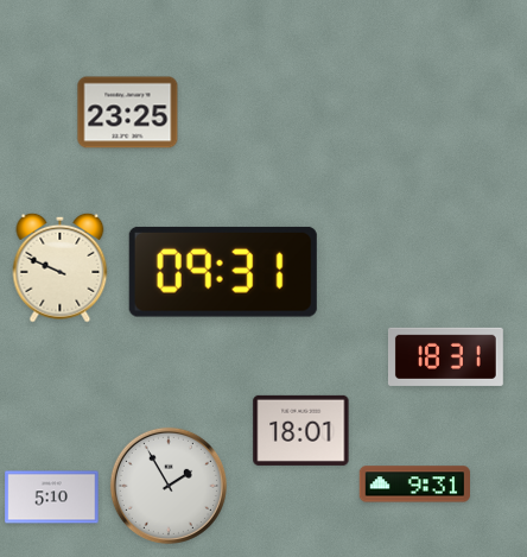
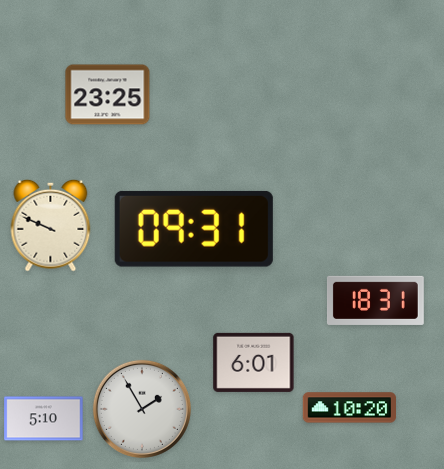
clock at (223, 272) position: (223, 272) -> (194, 229)
clock at (301, 430): 18:01 -> 6:01
clock at (414, 485): 9:31 -> 10:20
